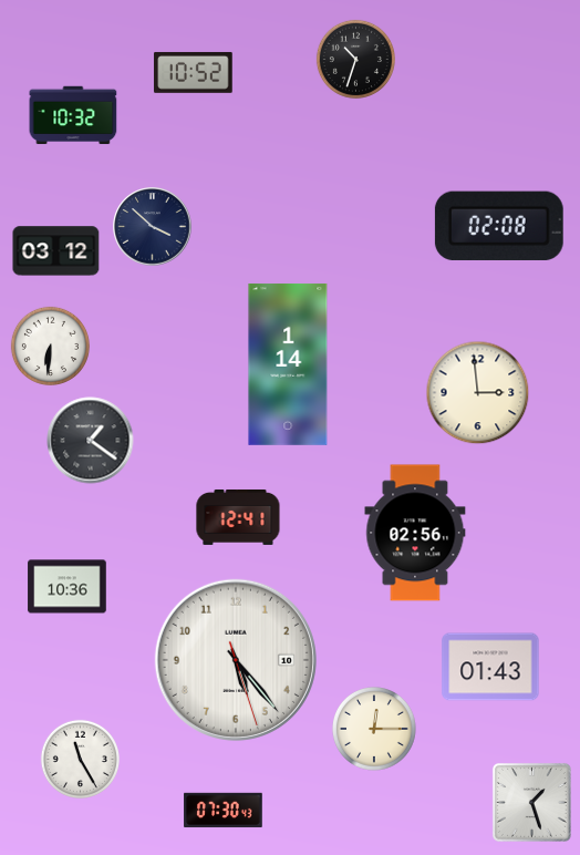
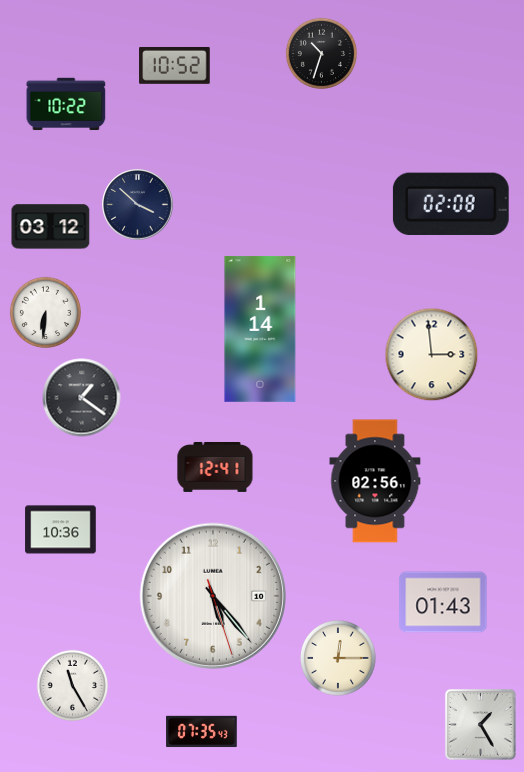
clock at (73, 115): 10:32 -> 10:22
clock at (531, 802): 1:27 -> 1:25
clock at (224, 811): 07:30 -> 07:35
